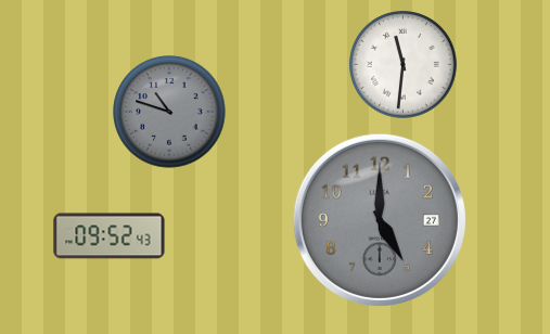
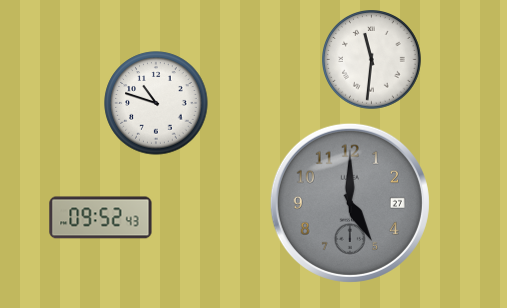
clock at (169, 112) dial: grey -> white
